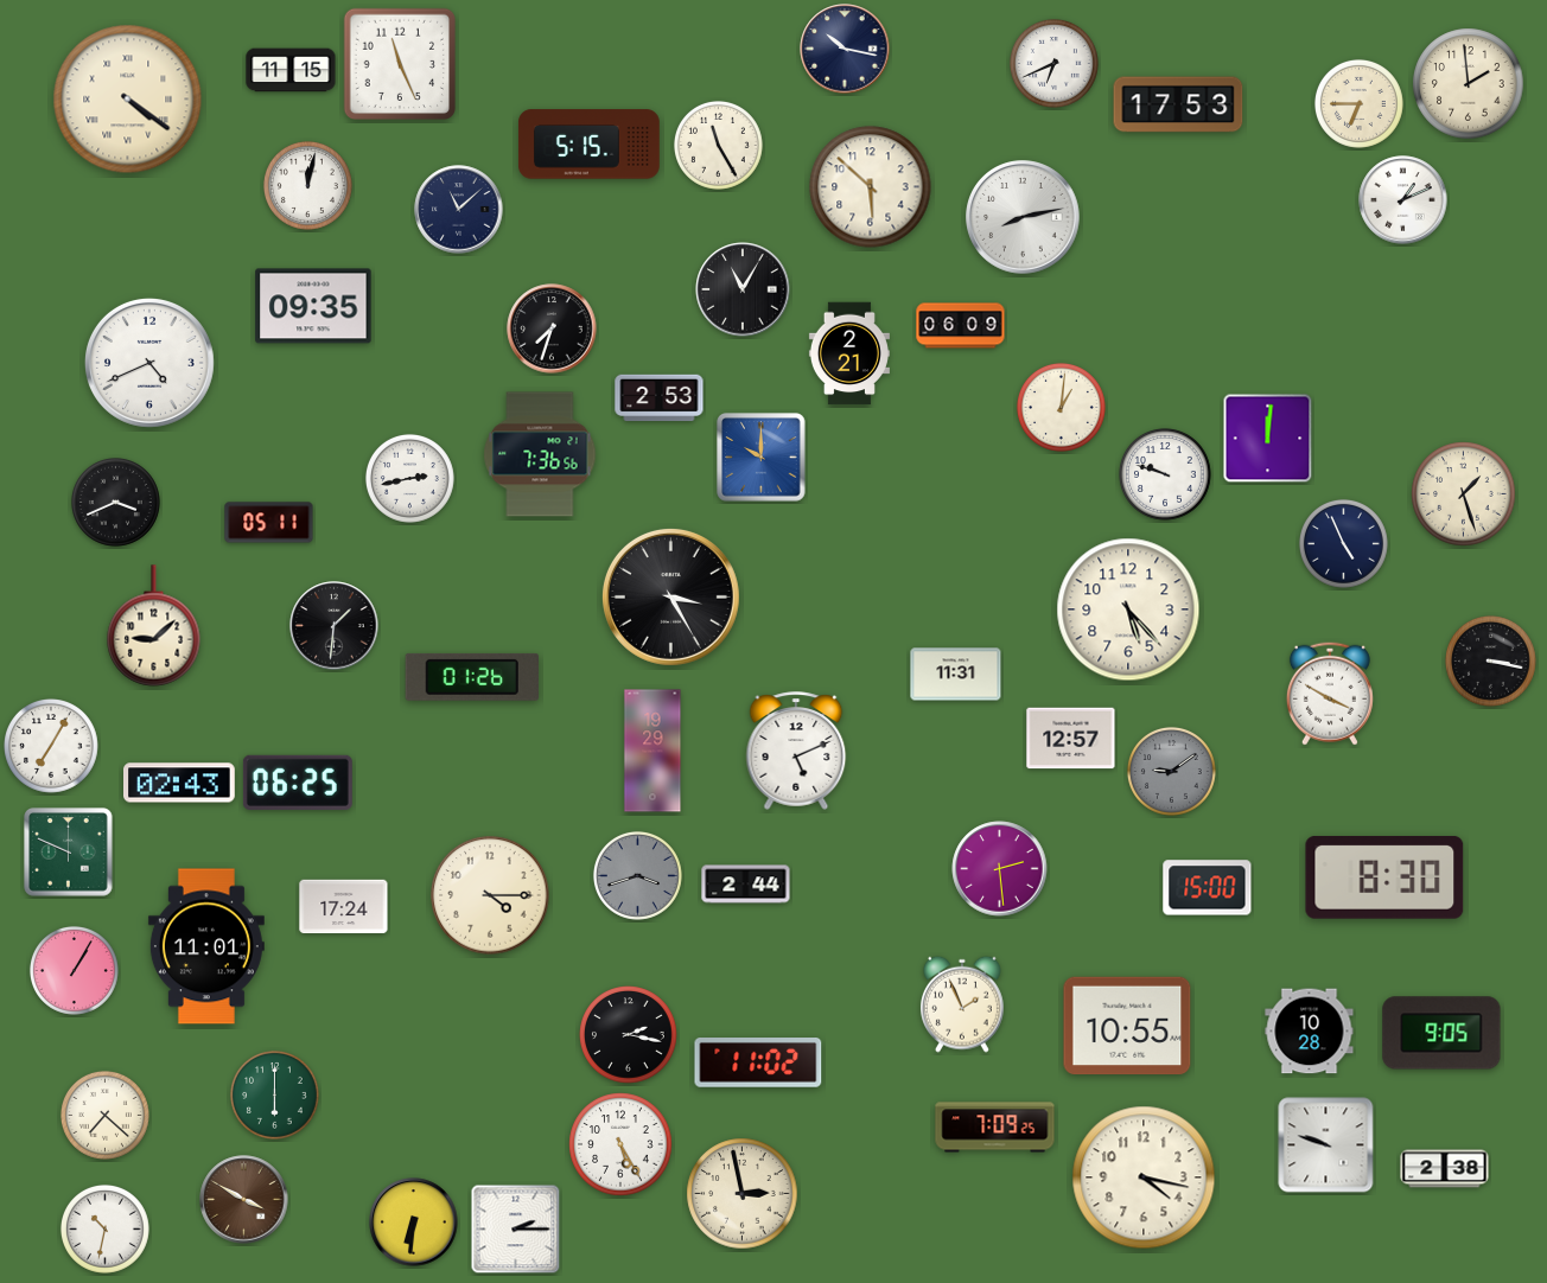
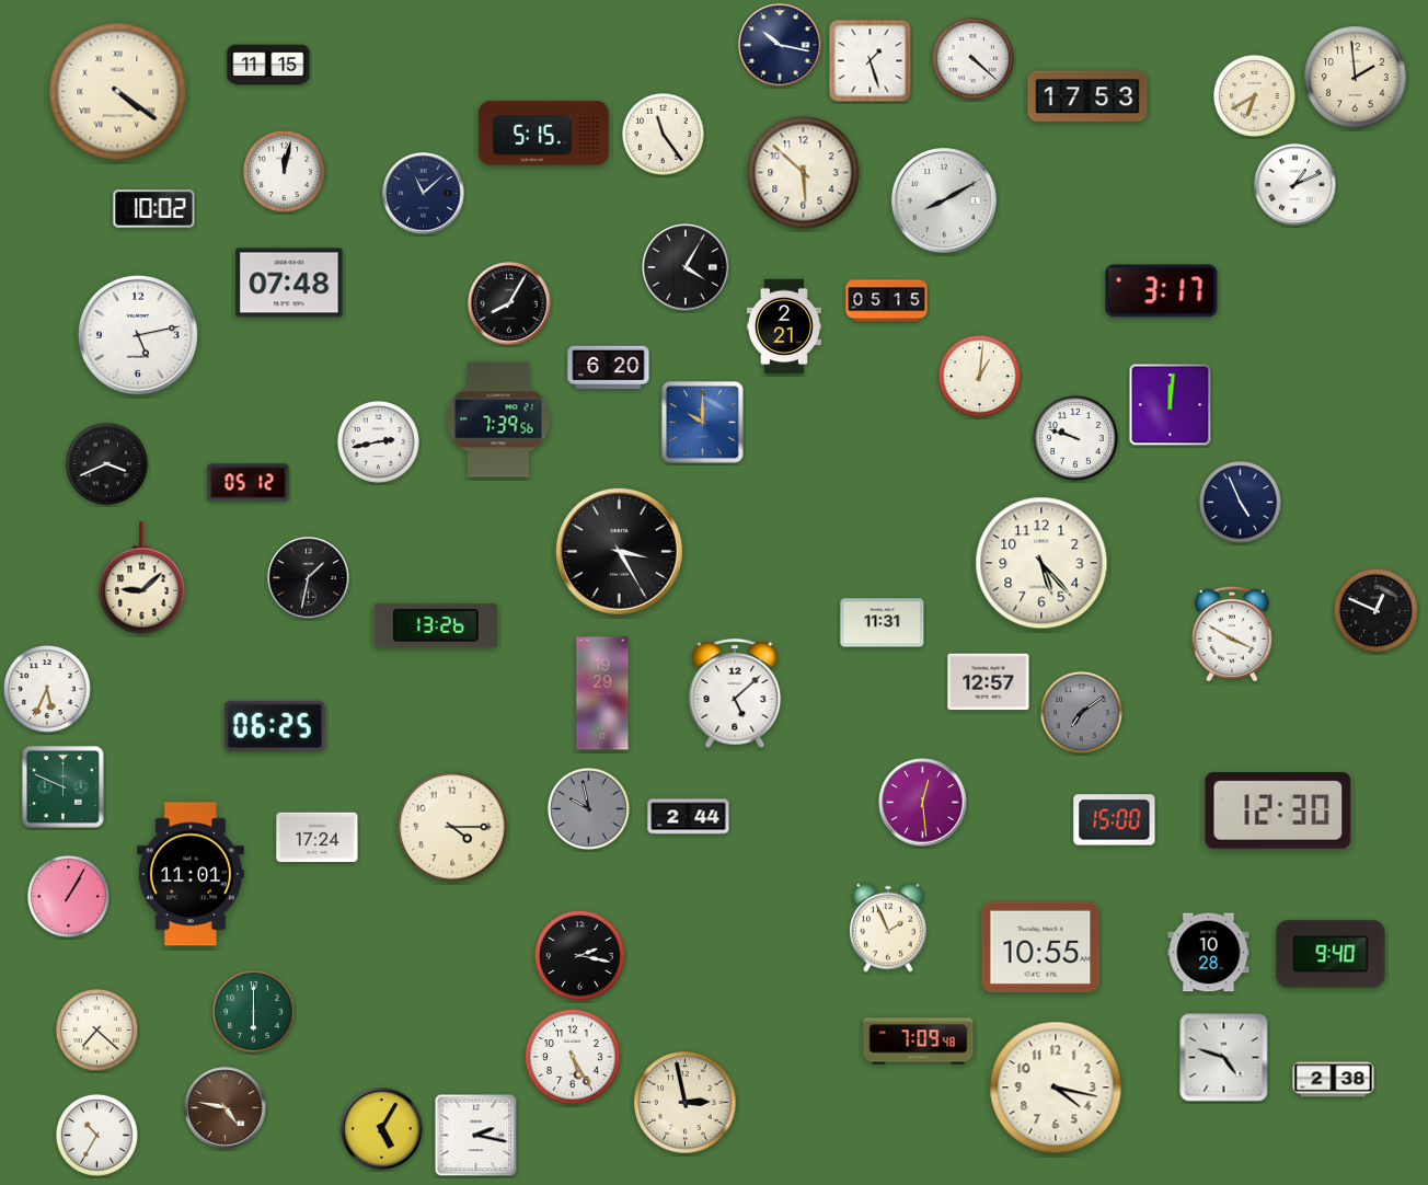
clock at (1053, 63): 6:41 -> 4:22
clock at (400, 64): 11:26 -> none
clock at (871, 61): none -> 1:27
clock at (1358, 103): 6:45 -> 6:40
clock at (718, 145): 11:25 -> 11:24
clock at (1023, 217): 8:13 -> 8:10
clock at (154, 209): none -> 10:02
clock at (743, 289): 11:05 -> 4:05
clock at (313, 306): 09:35 -> 07:48
clock at (1162, 291): none -> 3:17
clock at (961, 326): 06:09 -> 05:15
clock at (552, 328): 7:33 -> 8:05
clock at (149, 363): 4:41 -> 5:13
clock at (660, 398): 2:53 -> 6:20
clock at (540, 454): 7:36 -> 7:39
clock at (1464, 494): 1:27 -> none
clock at (269, 523): 05:11 -> 05:12
clock at (335, 626): 1:31 -> 1:32
clock at (1491, 662): 3:17 -> 12:49
clock at (471, 677): 01:26 -> 13:26
clock at (1330, 694) position: (1330, 694) -> (1232, 634)
clock at (52, 747): 7:05 -> 5:34
clock at (796, 751): 5:11 -> 5:08
clock at (1171, 771): 9:09 -> 7:09
clock at (179, 783): 02:43 -> none
clock at (298, 783) position: (298, 783) -> (275, 726)
clock at (1000, 869): 2:29 -> 12:29
clock at (637, 875): 3:42 -> 9:58
clock at (1384, 877): 8:30 -> 12:30
clock at (1441, 1033): 9:05 -> 9:40
clock at (758, 1064): 11:02 -> none
clock at (995, 1128): 7:09:25 -> 7:09:48
clock at (1326, 1145): 9:48 -> 4:48
clock at (244, 1200): 3:50 -> 4:47
clock at (414, 1223): 6:31 -> 5:05
clock at (104, 1228): 10:32 -> 10:35
clock at (516, 1230): 2:15 -> 2:17
